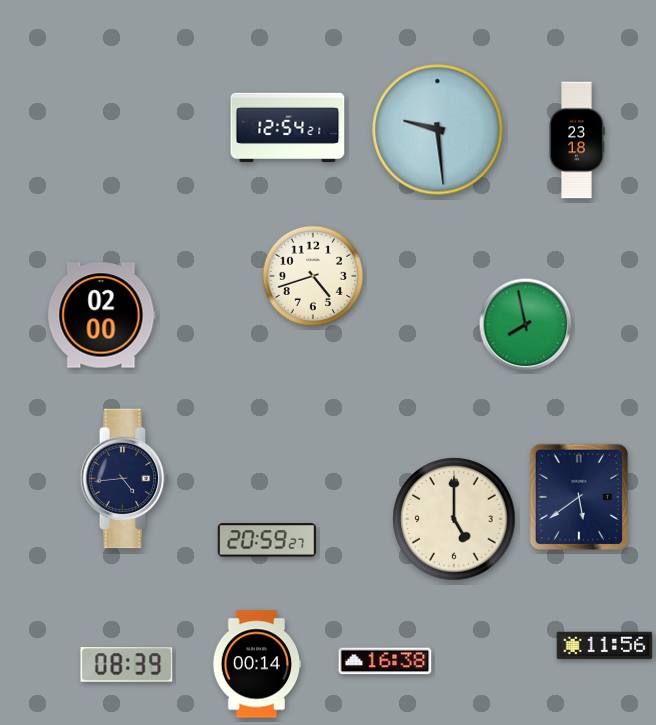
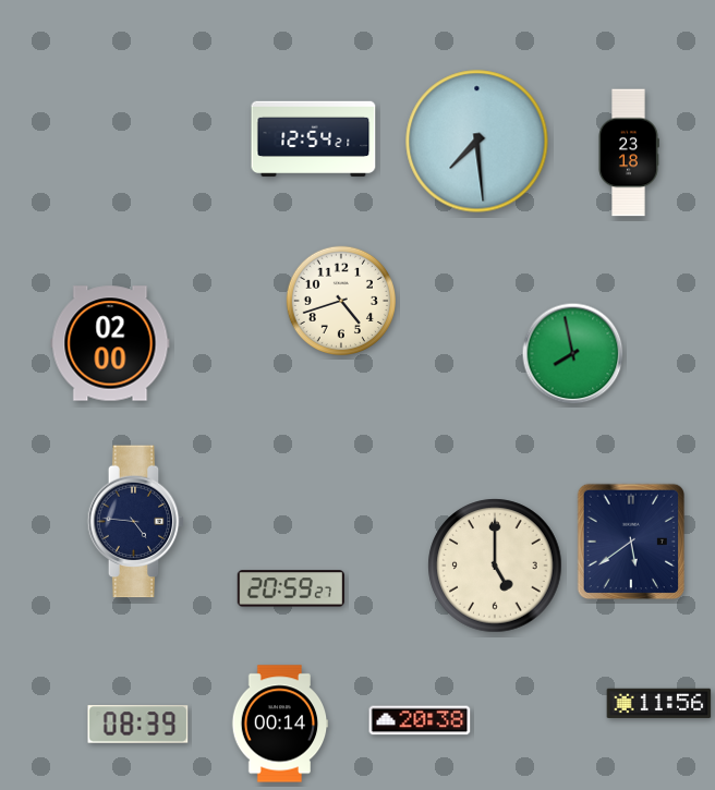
clock at (438, 130): 9:29 -> 7:29
clock at (125, 479): 4:44 -> 4:46
clock at (385, 661): 16:38 -> 20:38
